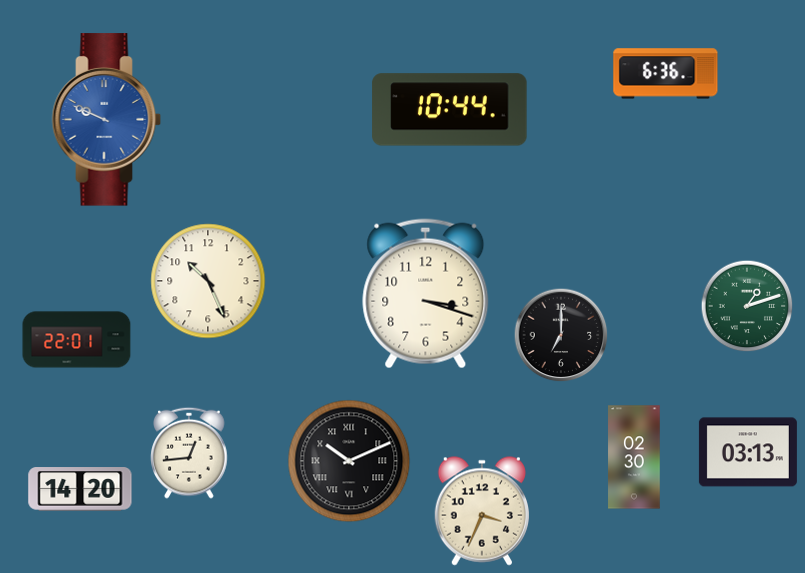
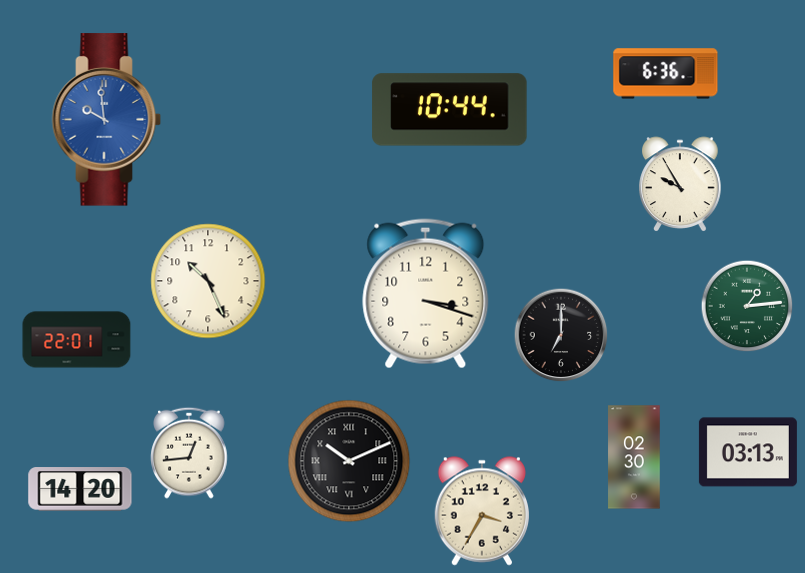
clock at (107, 120): 9:49 -> 9:59
clock at (680, 184): none -> 9:55
clock at (747, 306): 1:12 -> 1:14
clock at (481, 511): 3:34 -> 3:35
